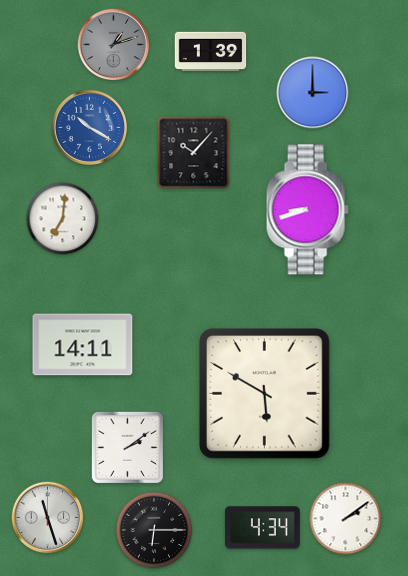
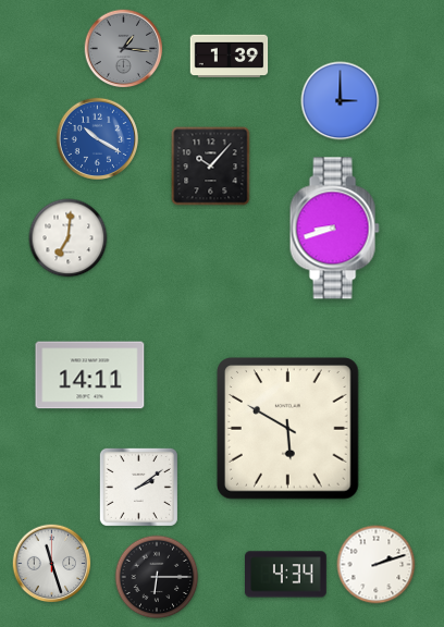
clock at (114, 45): 1:12 -> 1:16
clock at (346, 519): 2:09 -> 2:12
clock at (154, 530) position: (154, 530) -> (157, 577)
